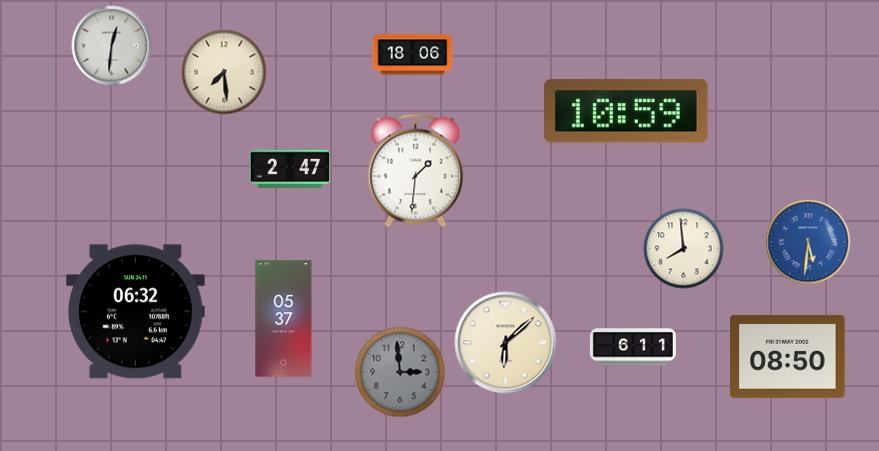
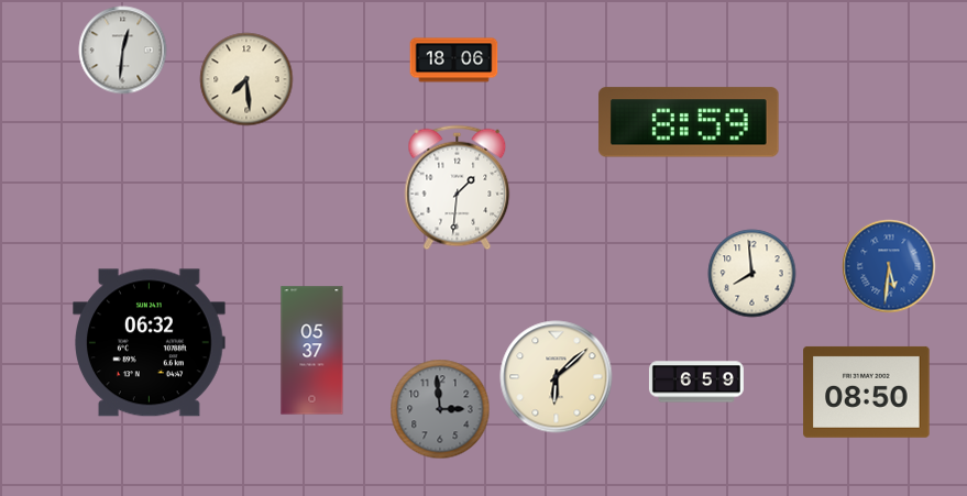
clock at (626, 111): 10:59 -> 8:59
clock at (290, 169): 2:47 -> none
clock at (633, 347): 6:11 -> 6:59
